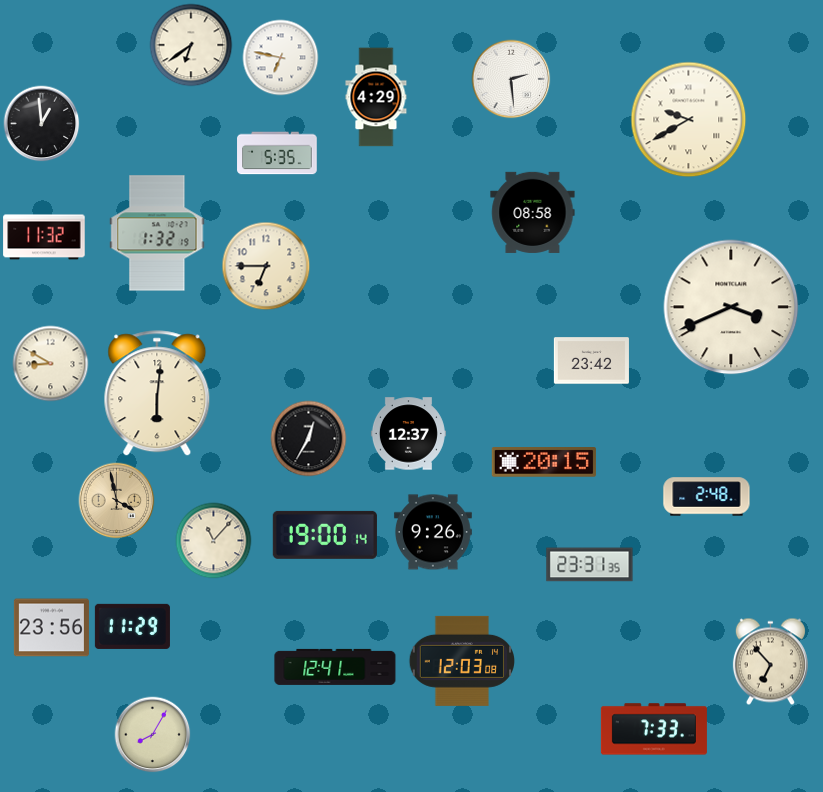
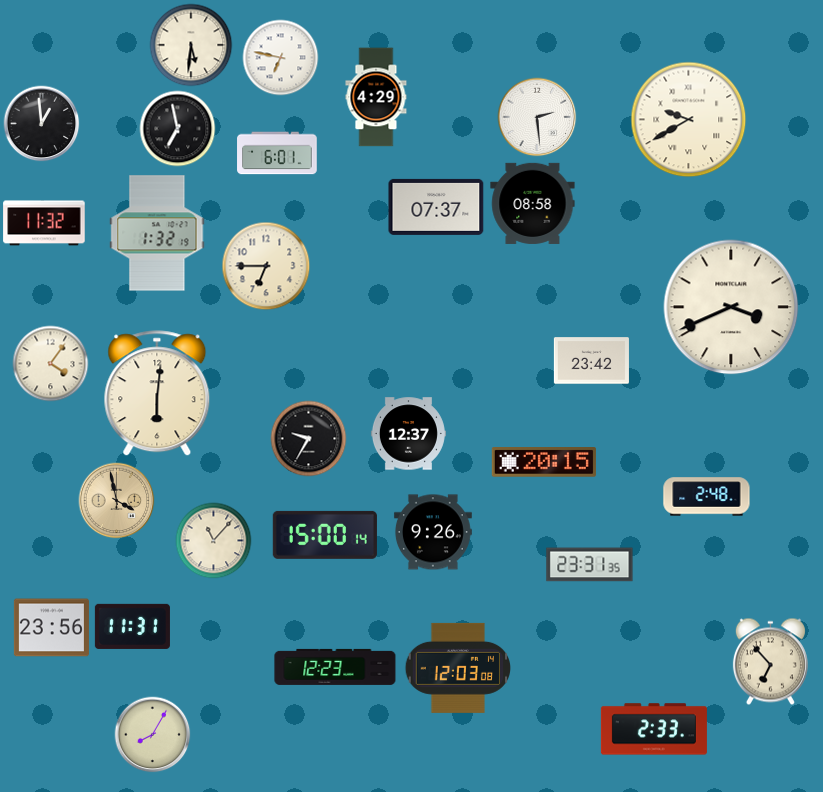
clock at (191, 45): 6:39 -> 5:31
clock at (511, 79) position: (511, 79) -> (537, 117)
clock at (178, 129): none -> 6:58
clock at (277, 153): 5:35 -> 6:01
clock at (436, 207): none -> 07:37
clock at (533, 212) position: (533, 212) -> (533, 203)
clock at (44, 237) position: (44, 237) -> (44, 223)
clock at (51, 364): 8:50 -> 4:06
clock at (309, 439): 12:35 -> 9:35
clock at (325, 535): 19:00 -> 15:00
clock at (132, 626): 11:29 -> 11:31
clock at (462, 661) position: (462, 661) -> (458, 668)
clock at (335, 667): 12:41 -> 12:23
clock at (654, 729): 7:33 -> 2:33
